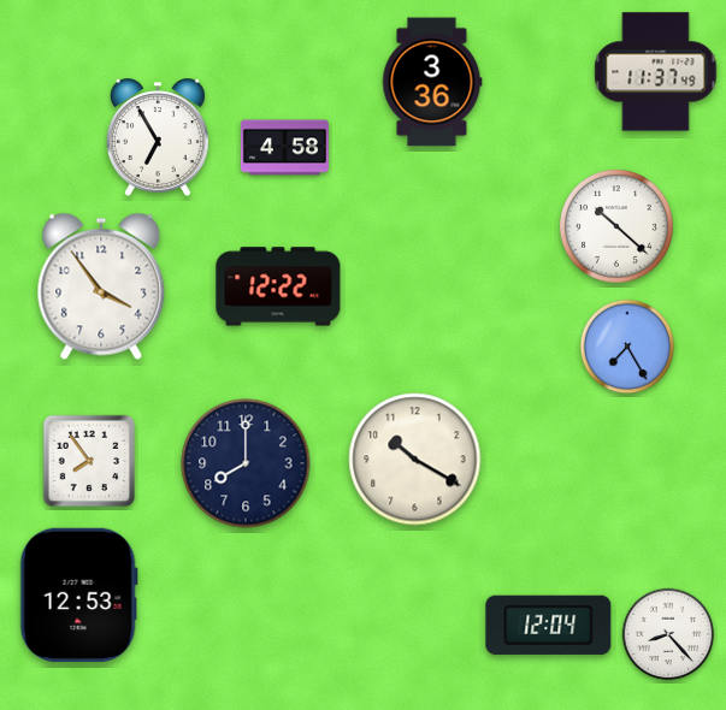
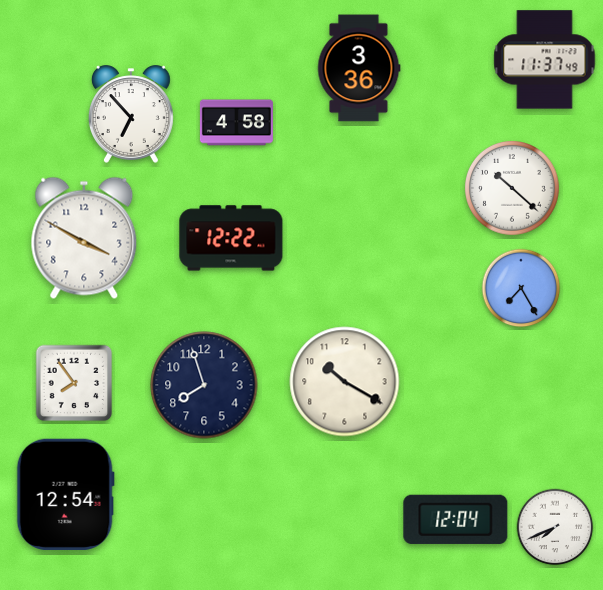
clock at (158, 137): 6:55 -> 6:53
clock at (101, 286): 3:54 -> 3:50
clock at (246, 463): 8:00 -> 7:57
clock at (78, 594): 12:53 -> 12:54
clock at (668, 634): 8:23 -> 7:41
